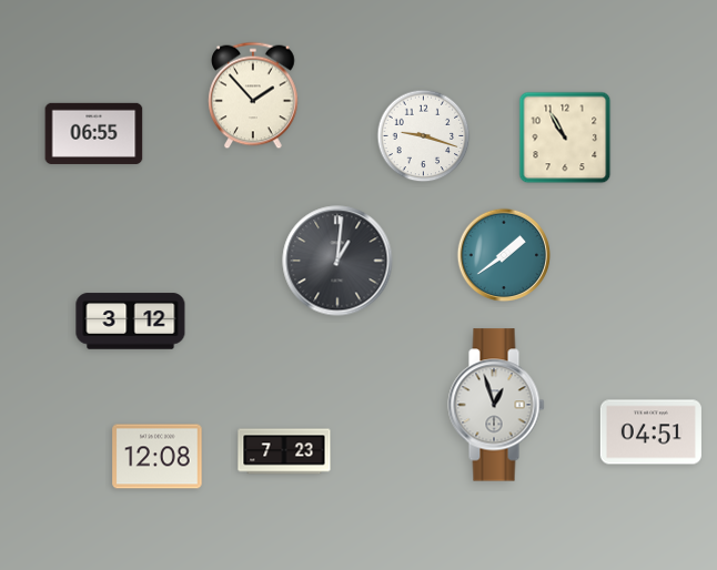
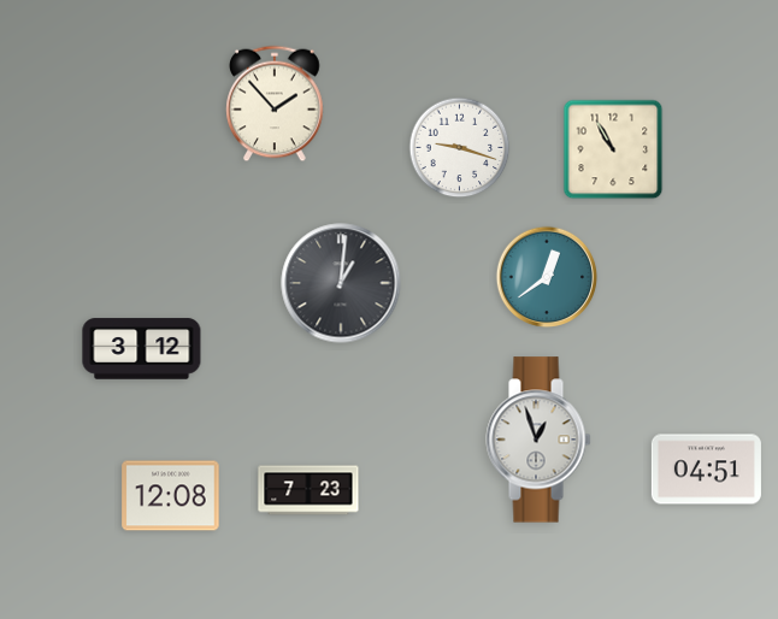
clock at (94, 133): 06:55 -> none
clock at (504, 255): 1:39 -> 12:39
clock at (337, 261) position: (337, 261) -> (341, 283)
